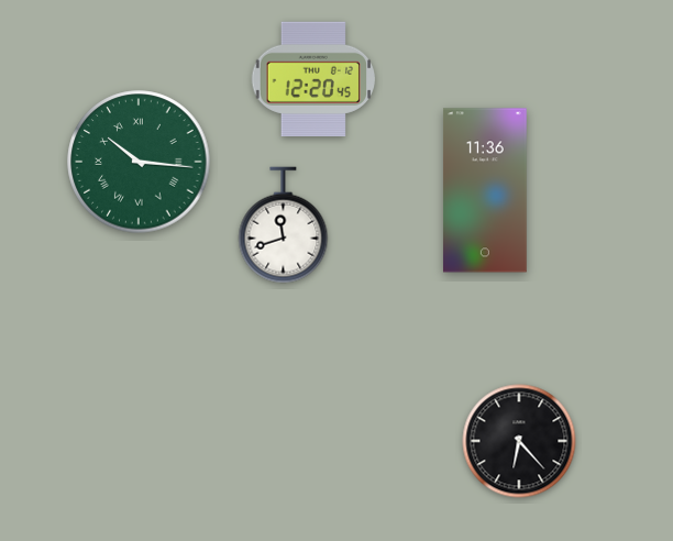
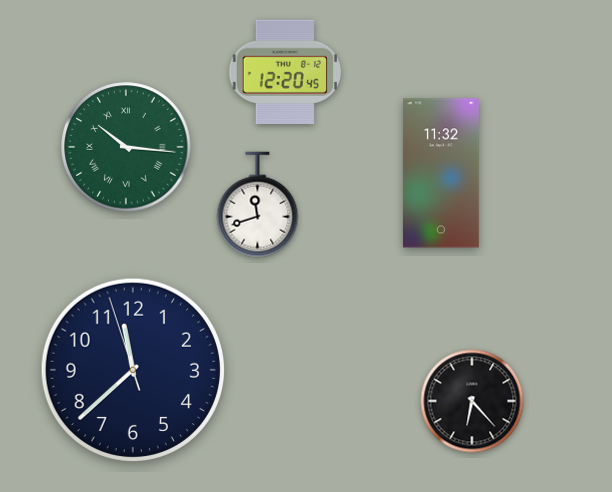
clock at (485, 190): 11:36 -> 11:32
clock at (133, 370): none -> 11:37
